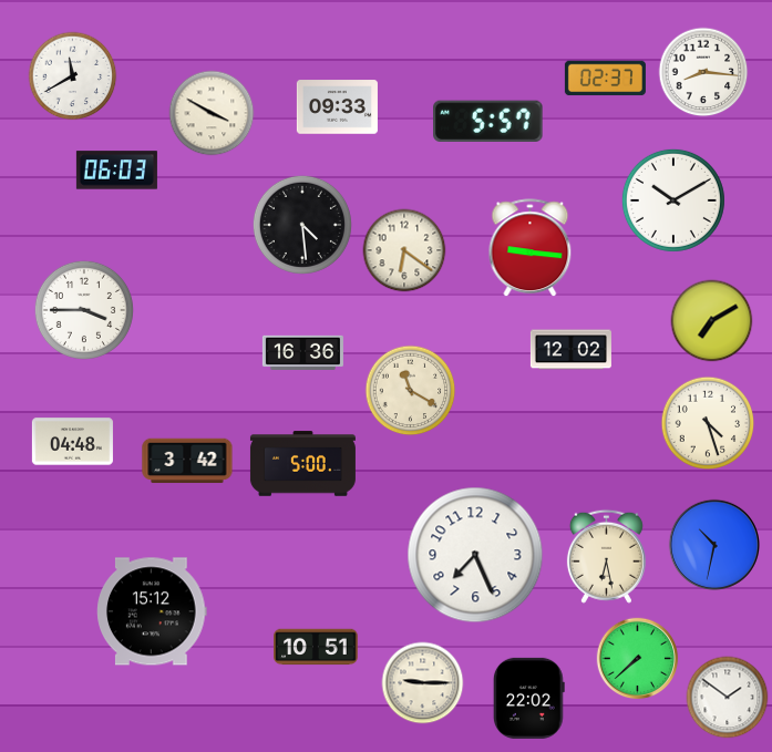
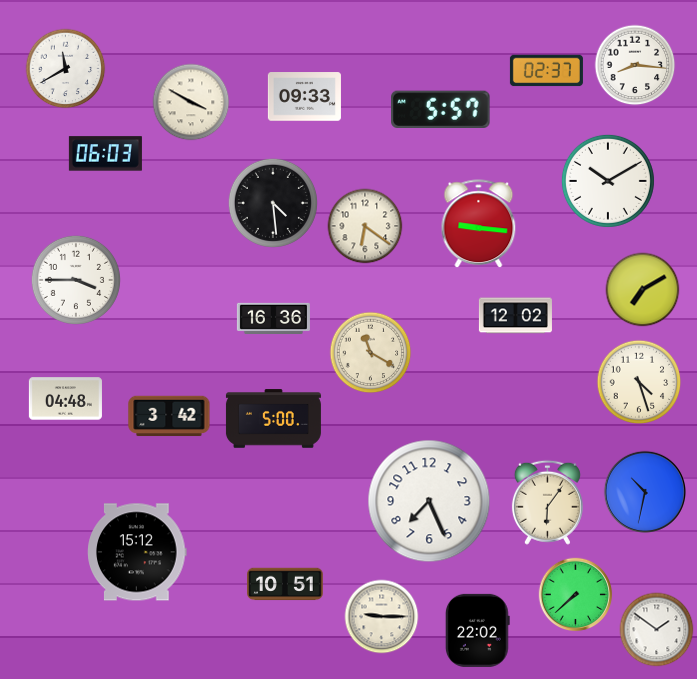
clock at (606, 556): 6:28 -> 6:06
